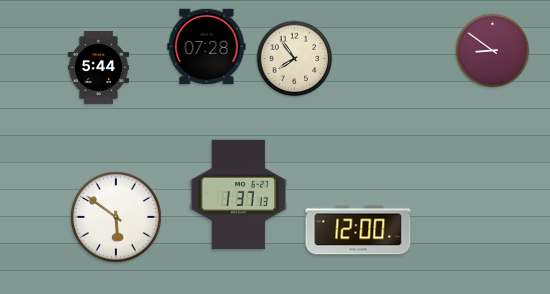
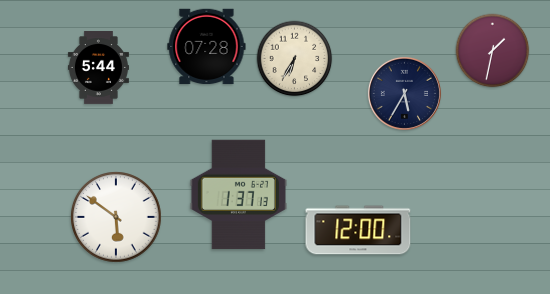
clock at (493, 51): 8:51 -> 1:32
clock at (295, 59): 7:54 -> 6:35
clock at (404, 93): none -> 5:35
